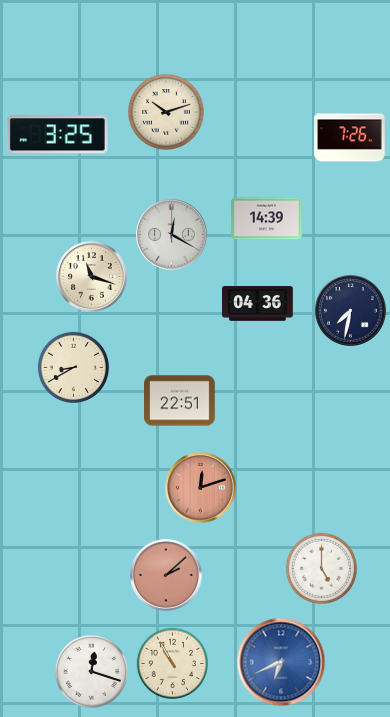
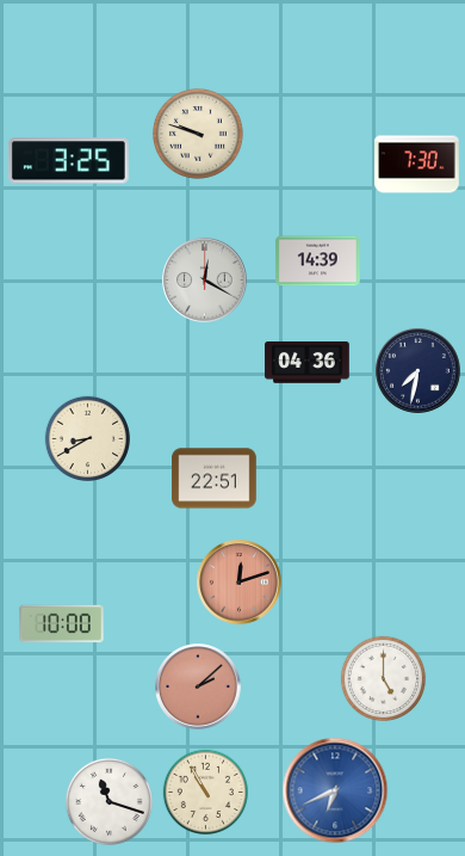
clock at (166, 112): 10:12 -> 9:48
clock at (350, 138): 7:26 -> 7:30
clock at (92, 277): 11:18 -> none
clock at (62, 624): none -> 10:00
clock at (91, 671): 12:18 -> 11:18
